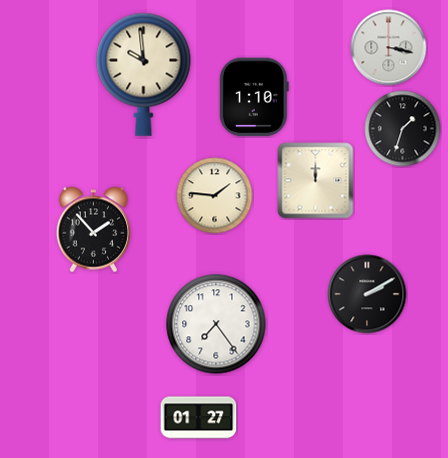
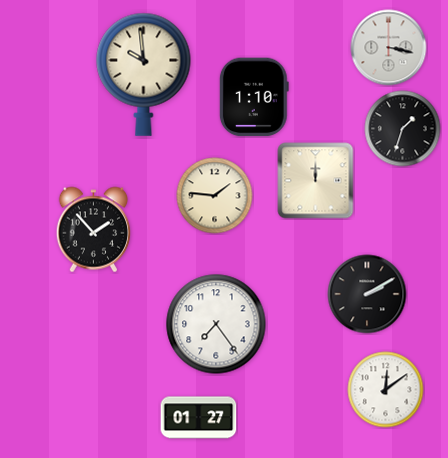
clock at (386, 390): none -> 12:09
